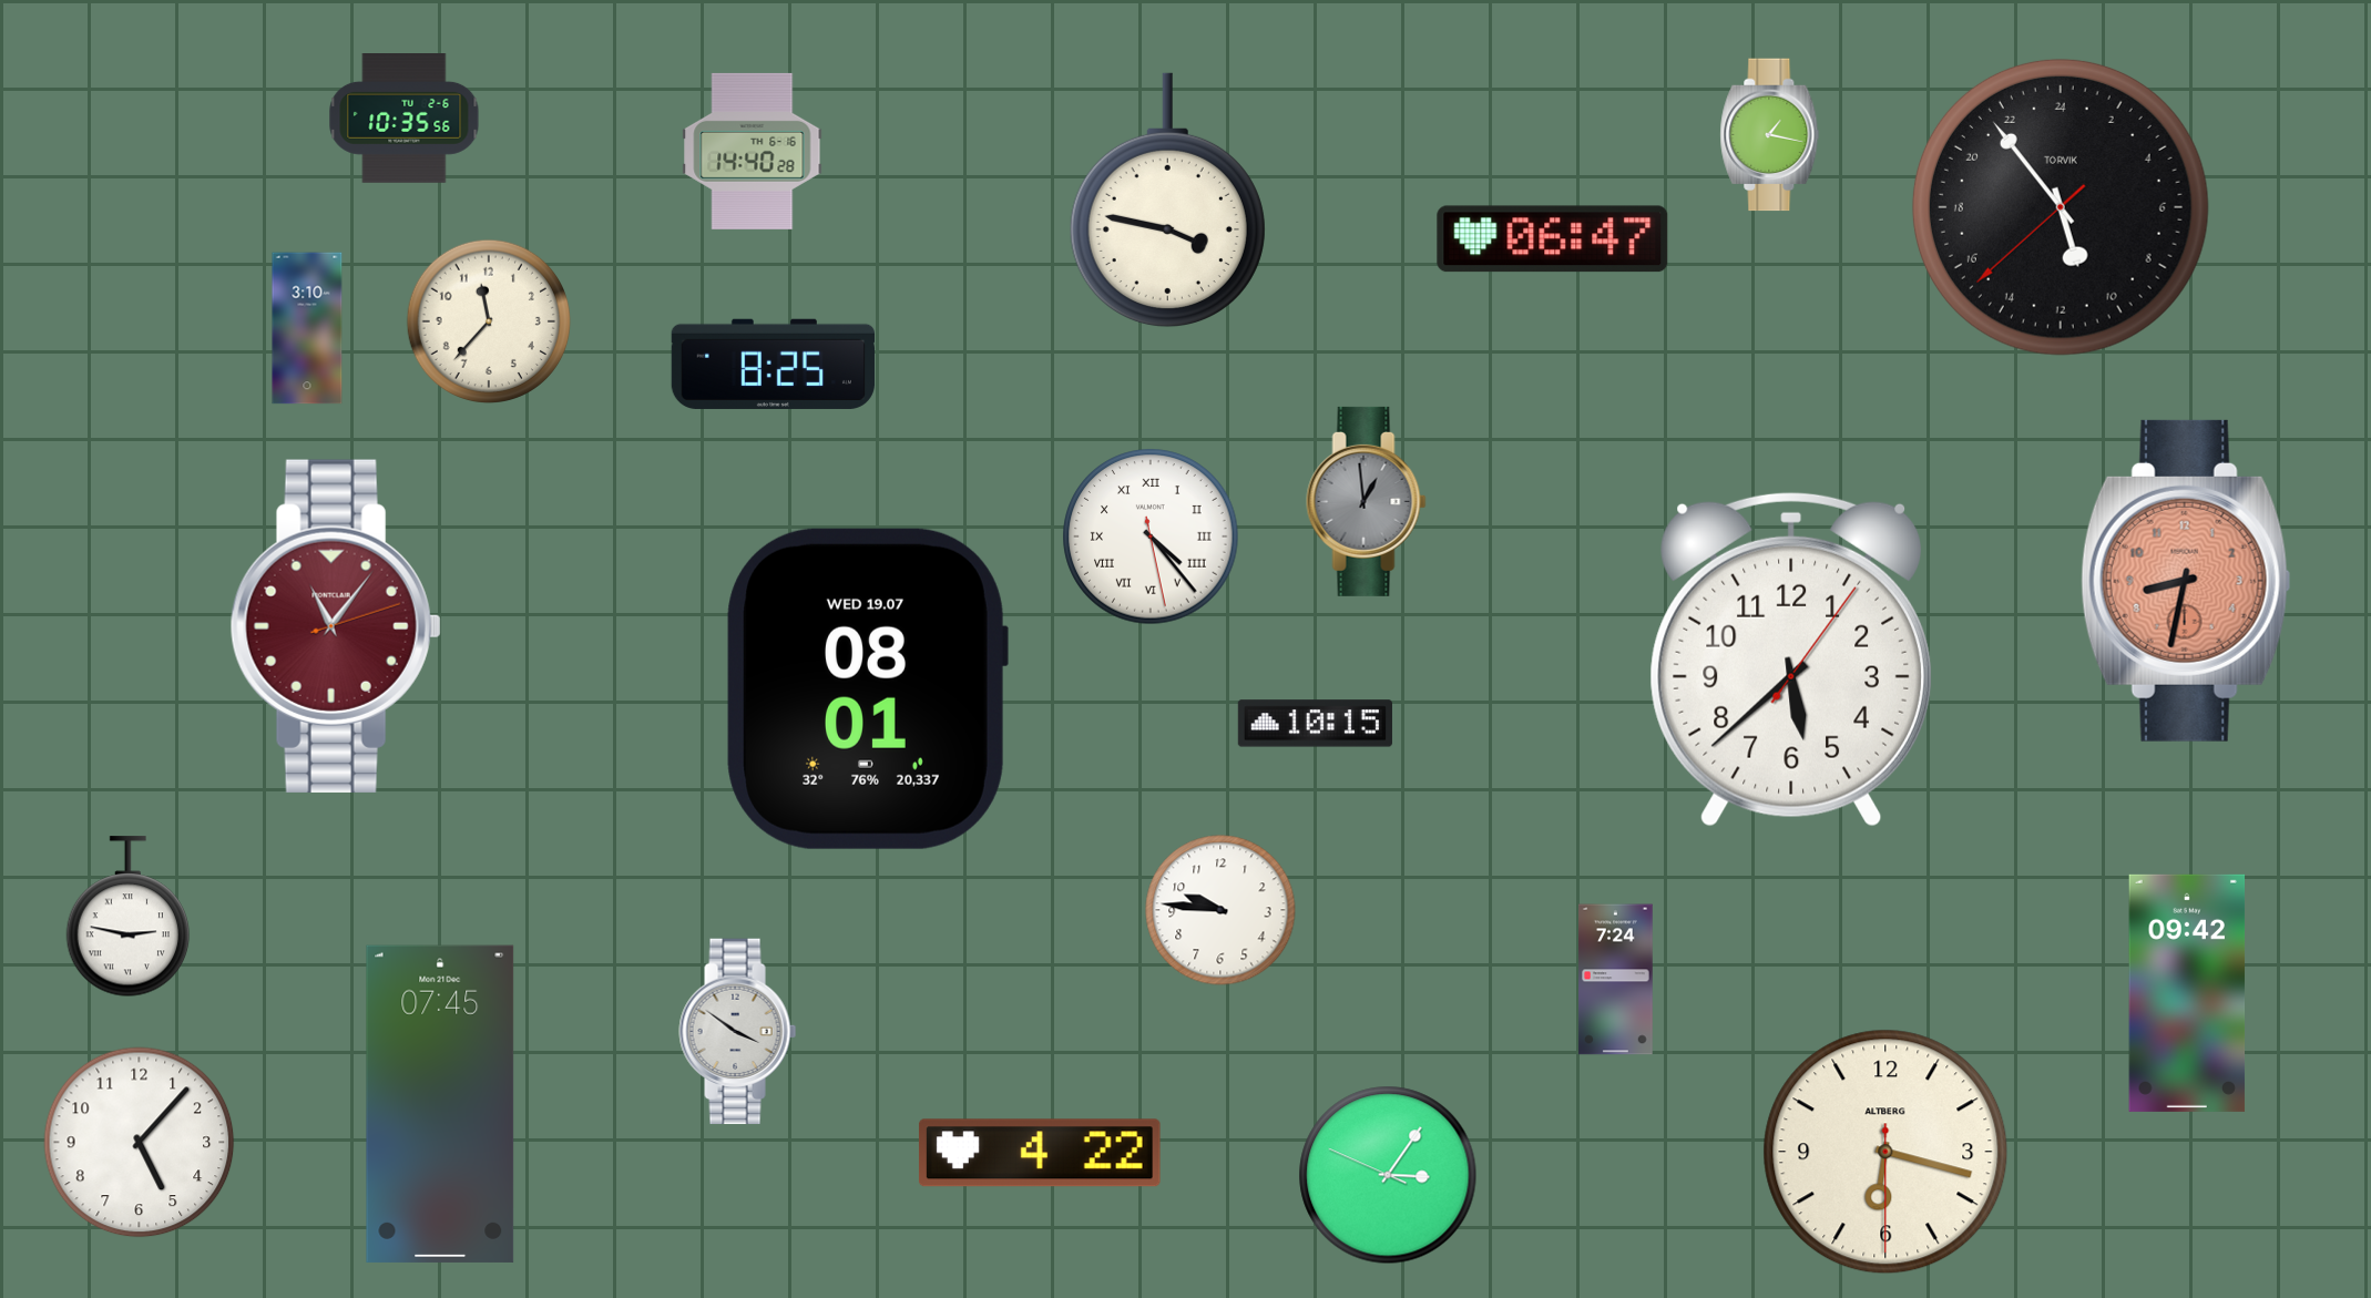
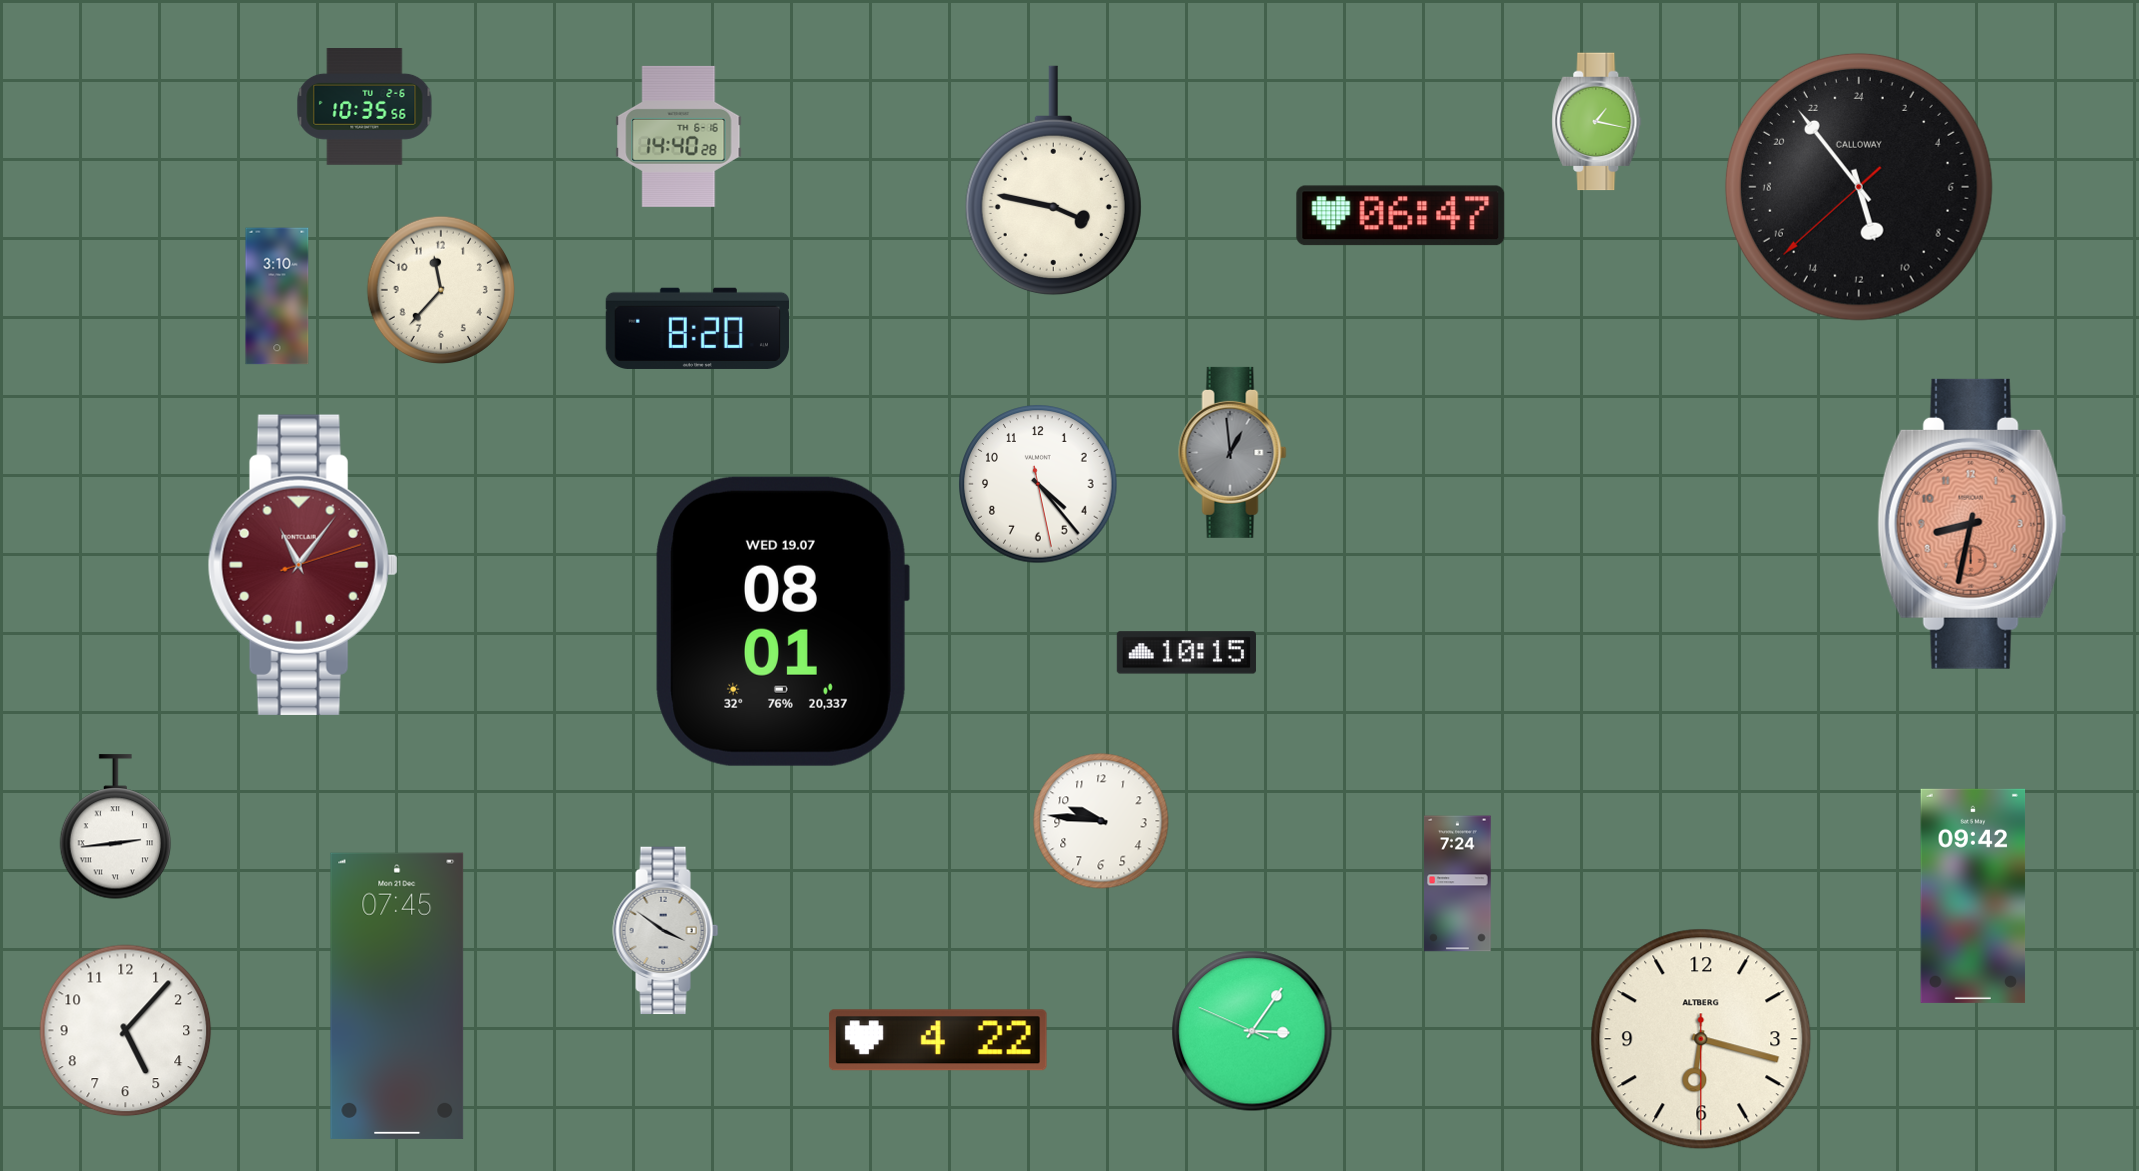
clock at (2061, 207) brand: TORVIK -> CALLOWAY
clock at (773, 364): 8:25 -> 8:20
clock at (1151, 536) numerals: Roman -> Arabic
clock at (1790, 660): 5:38 -> none
clock at (129, 917): 2:47 -> 2:44
clock at (1388, 1175) position: (1388, 1175) -> (1252, 1031)
